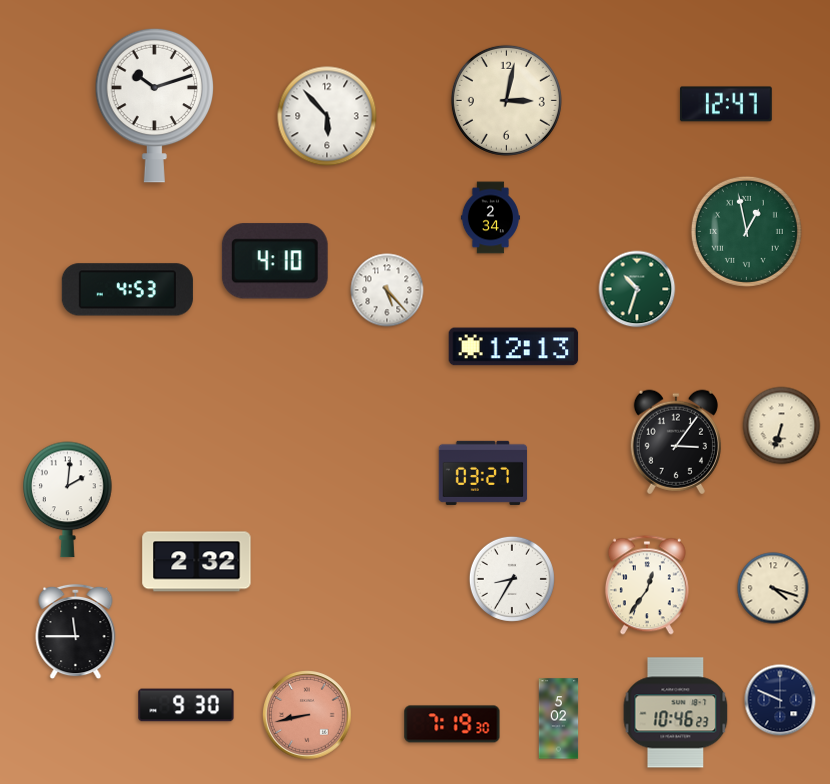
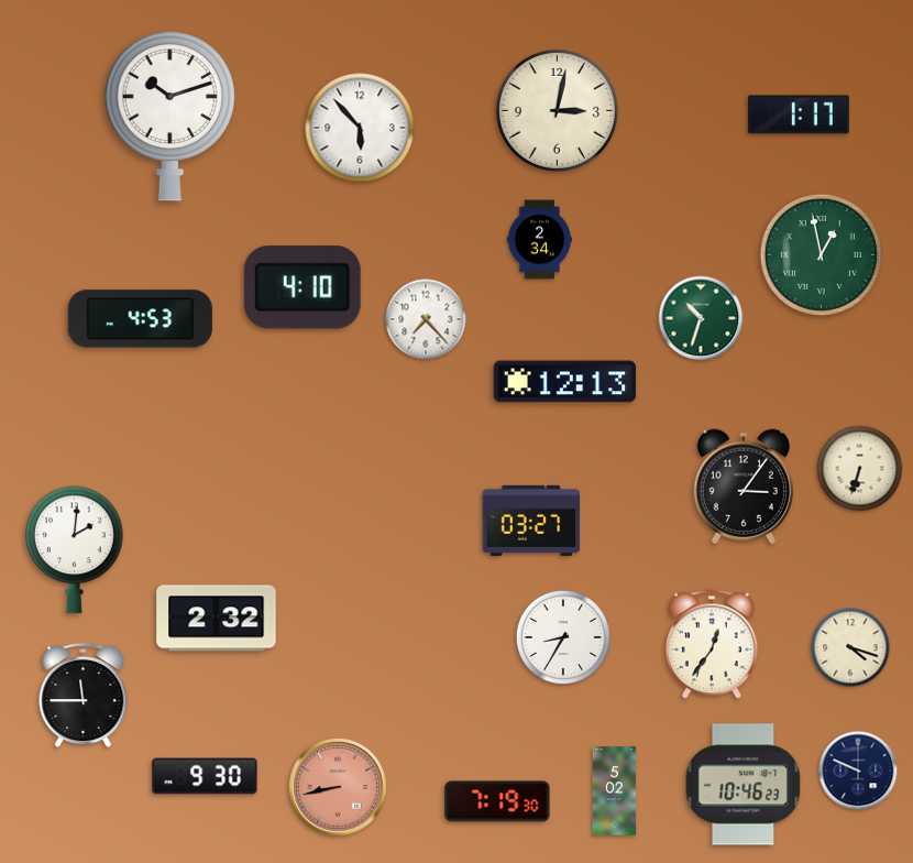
clock at (726, 104): 12:47 -> 1:17
clock at (387, 290): 5:23 -> 7:23
clock at (452, 724) position: (452, 724) -> (497, 801)
